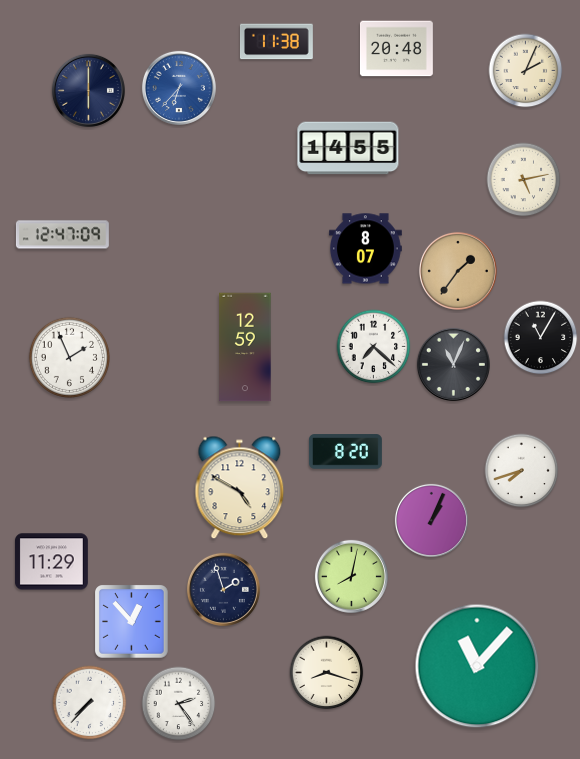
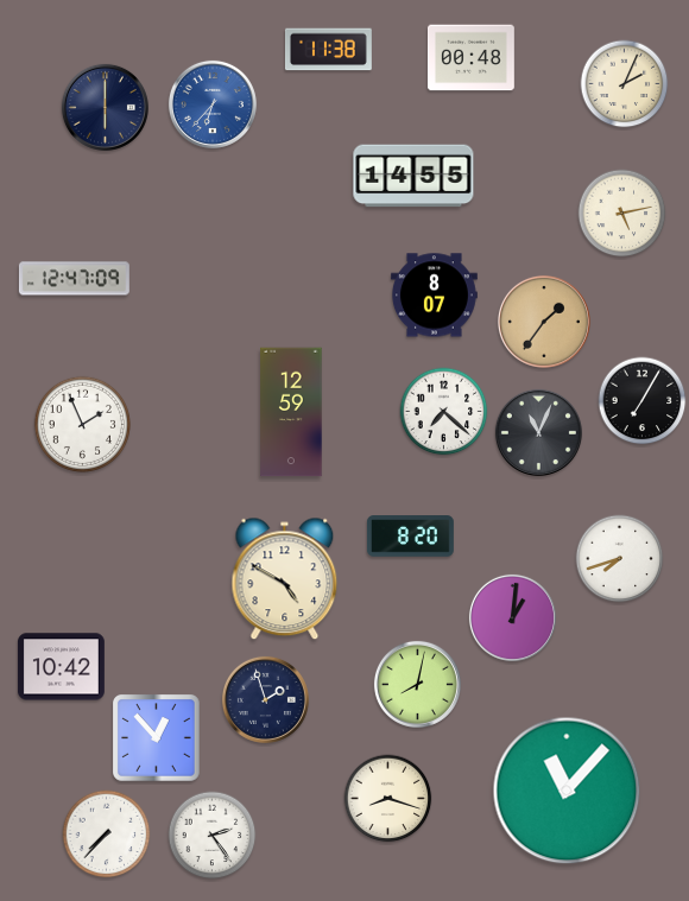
clock at (396, 49): 20:48 -> 00:48
clock at (541, 338): 11:05 -> 7:05
clock at (431, 520): 1:04 -> 1:01
clock at (51, 562): 11:29 -> 10:42
